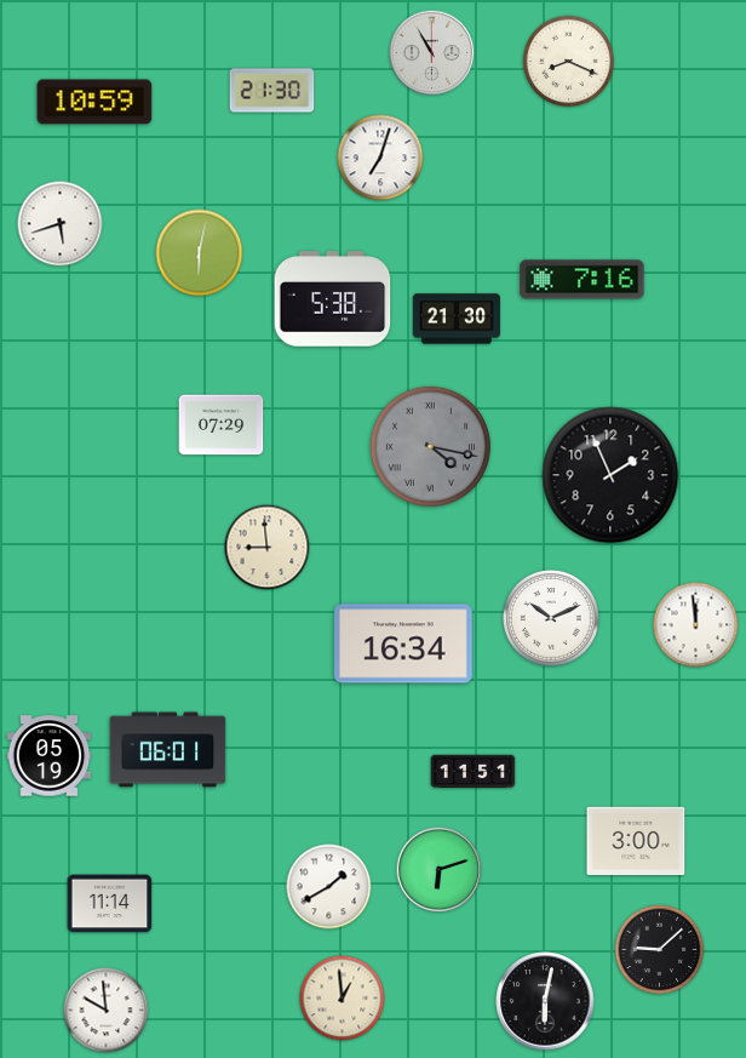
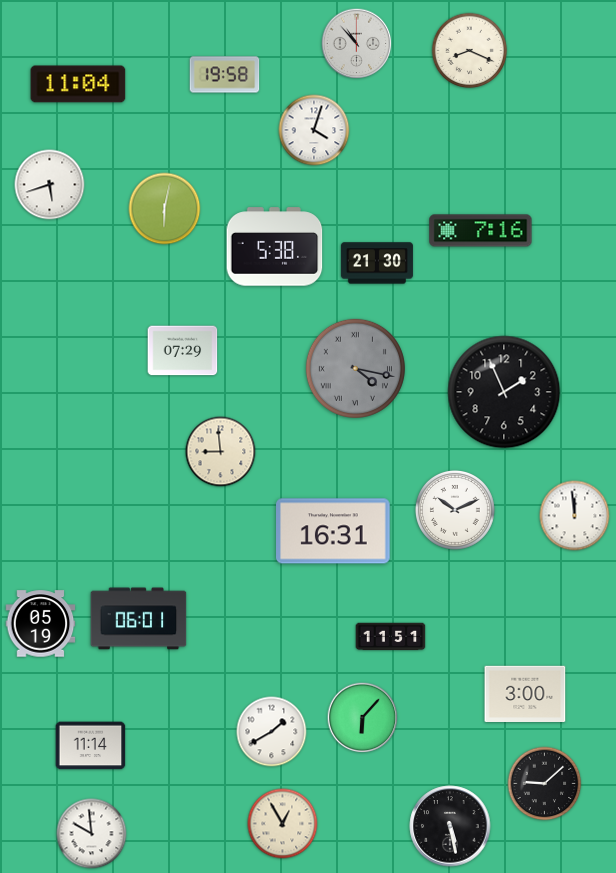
clock at (432, 53): 10:55 -> 10:53
clock at (272, 91): 21:30 -> 19:58
clock at (94, 102): 10:59 -> 11:04
clock at (380, 158): 7:03 -> 4:03
clock at (403, 644): 16:34 -> 16:31
clock at (440, 870): 6:12 -> 6:07
clock at (343, 999): 12:59 -> 12:55
clock at (545, 1001): 6:02 -> 5:28
clock at (107, 1011) position: (107, 1011) -> (92, 834)
